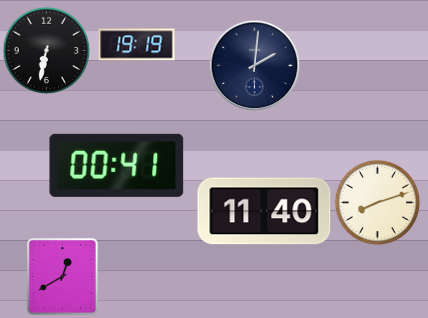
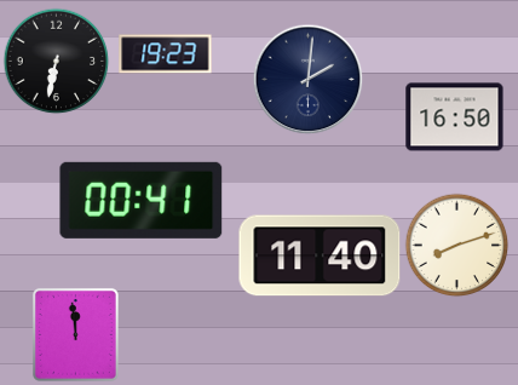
clock at (137, 45): 19:19 -> 19:23
clock at (455, 117): none -> 16:50
clock at (62, 276): 12:40 -> 11:59
